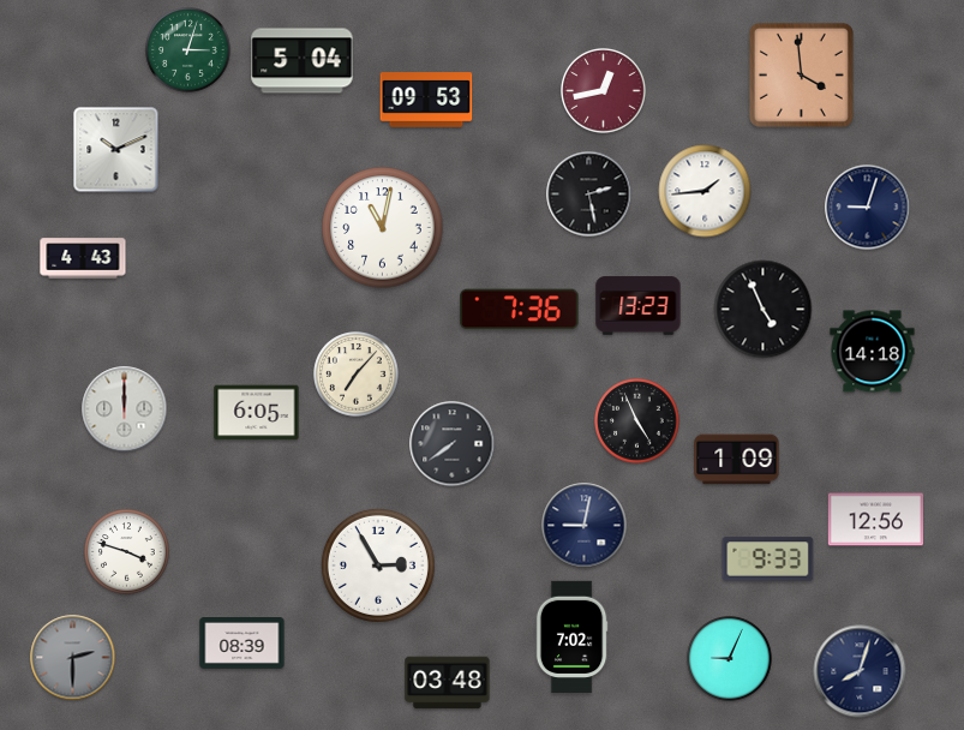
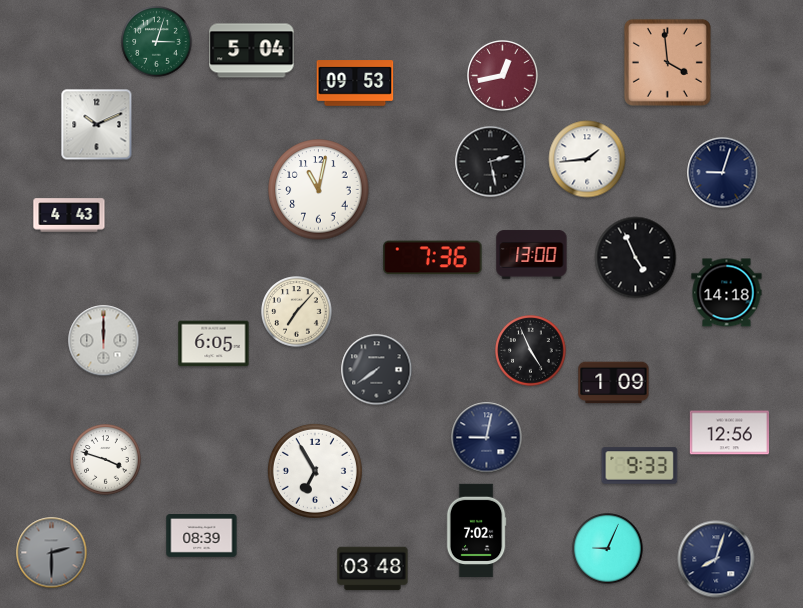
clock at (639, 306): 13:23 -> 13:00
clock at (378, 566): 2:55 -> 6:55
clock at (73, 658) position: (73, 658) -> (52, 553)
